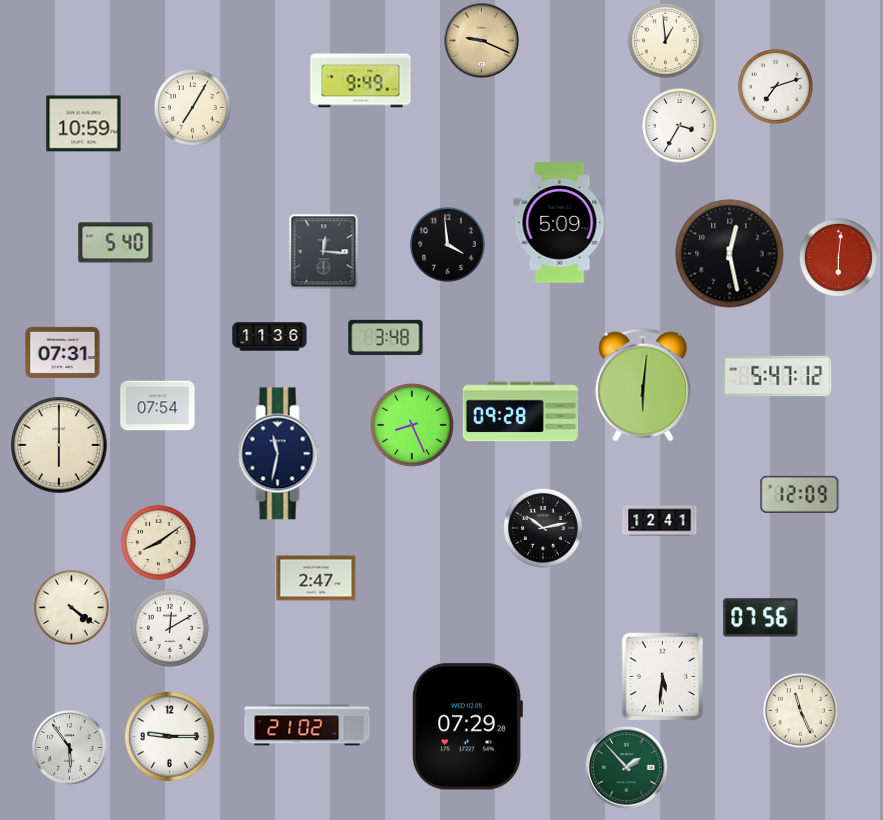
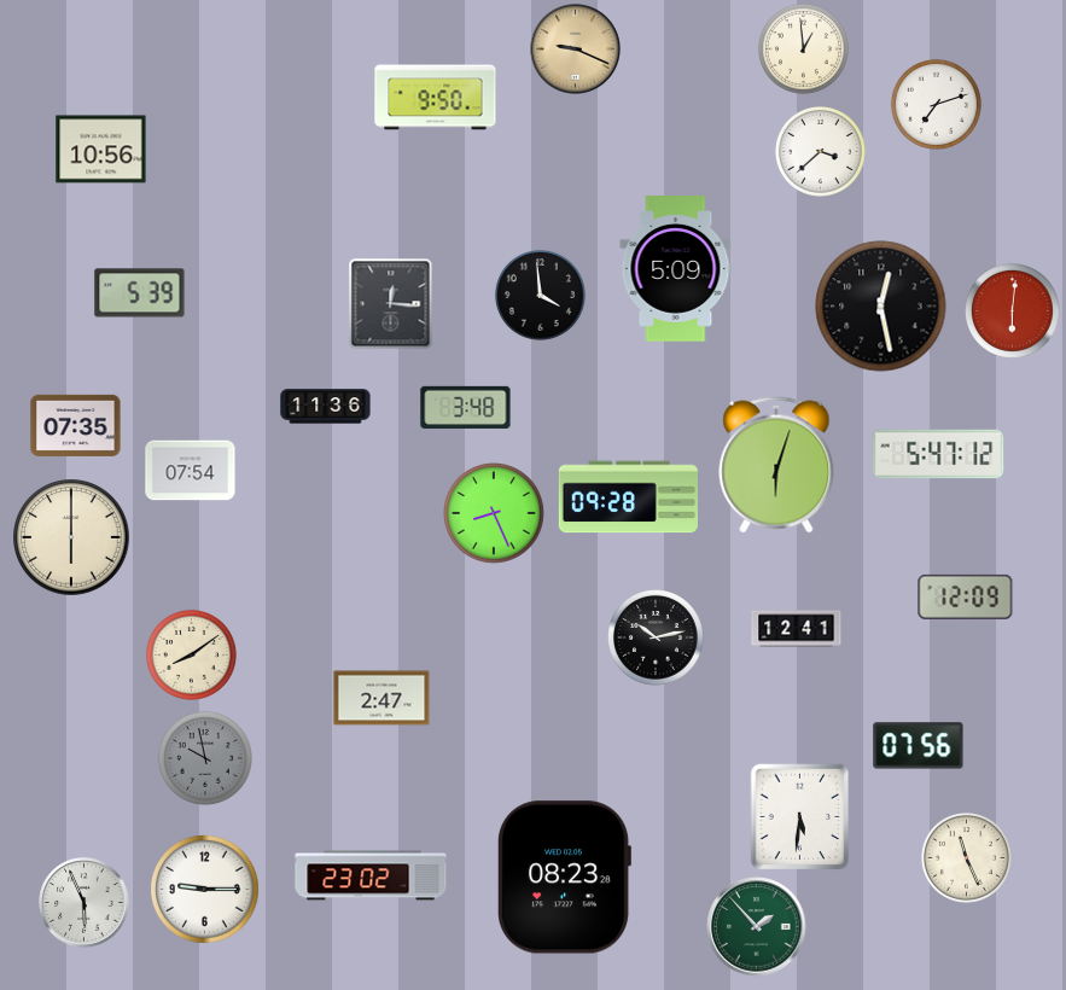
clock at (482, 41) position: (482, 41) -> (576, 49)
clock at (361, 81): 9:49 -> 9:50
clock at (192, 107): 7:05 -> none
clock at (84, 124): 10:59 -> 10:56
clock at (679, 125): 3:35 -> 3:38
clock at (116, 243): 5:40 -> 5:39
clock at (63, 352): 07:31 -> 07:35
clock at (643, 385): 6:01 -> 6:03
clock at (158, 406) position: (158, 406) -> (191, 471)
clock at (413, 426) position: (413, 426) -> (495, 514)
clock at (280, 454): 11:32 -> none
clock at (71, 607): 4:21 -> none
clock at (170, 628): 12:10 -> 9:58
clock at (170, 628) dial: white -> grey
clock at (307, 725): 21:02 -> 23:02
clock at (468, 727): 07:29 -> 08:23
clock at (70, 748): 5:54 -> 5:56
